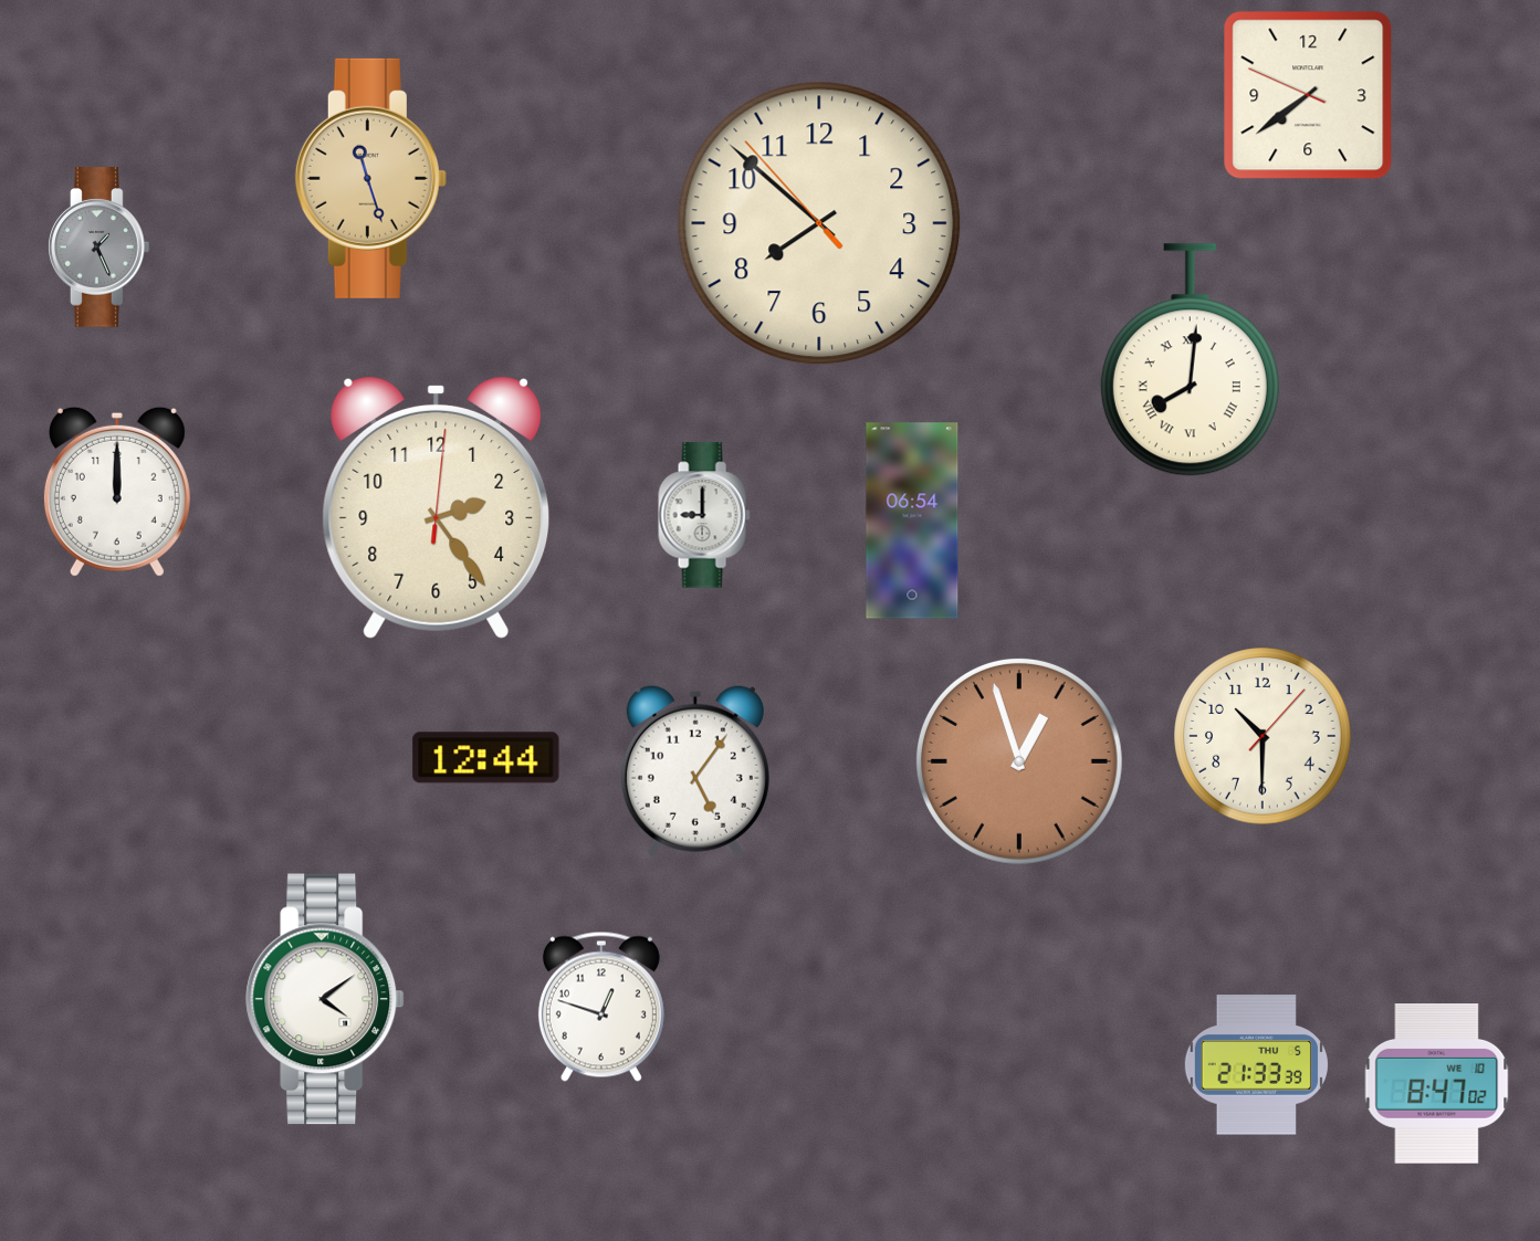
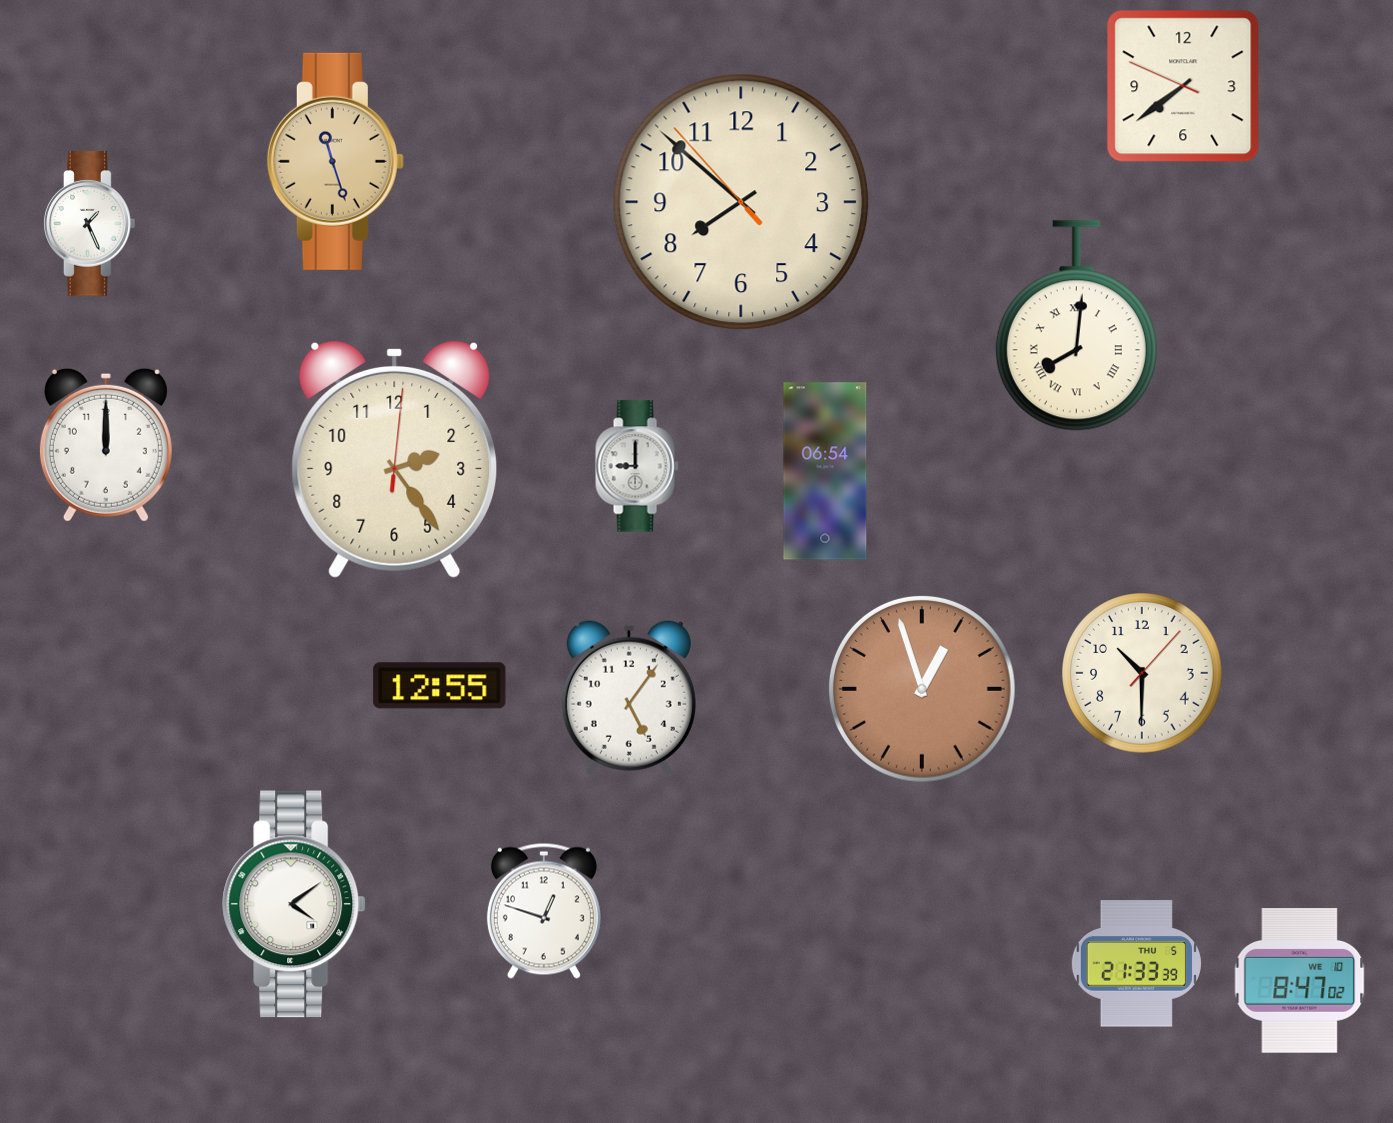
clock at (99, 248) dial: grey -> white
clock at (1263, 736) position: (1263, 736) -> (1142, 673)
clock at (486, 758): 12:44 -> 12:55
